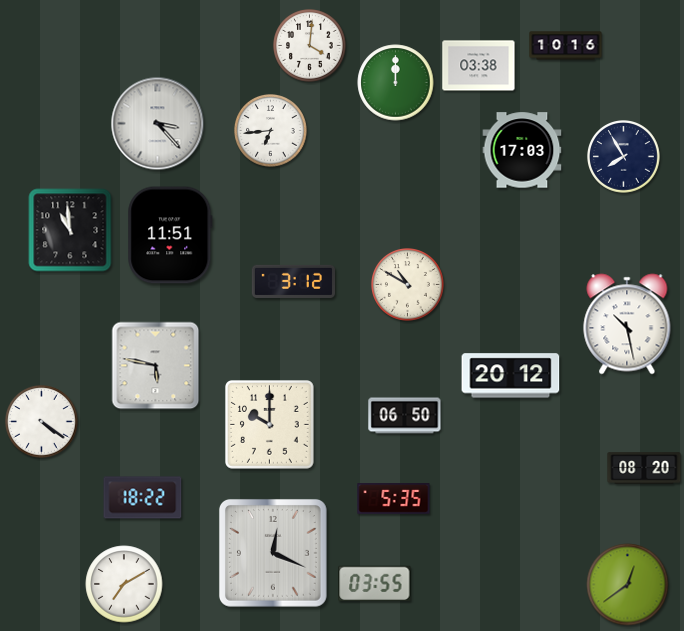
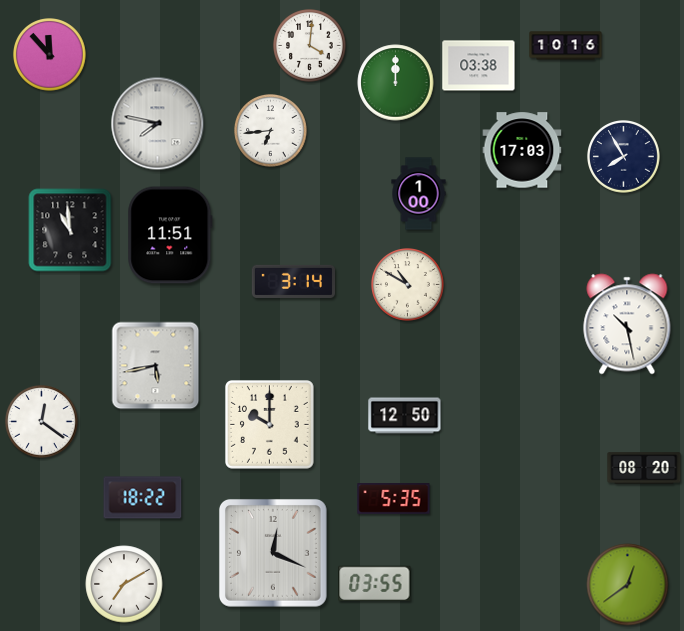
clock at (50, 55): none -> 11:53
clock at (158, 124): 3:23 -> 7:47
clock at (419, 194): none -> 1:00
clock at (293, 281): 3:12 -> 3:14
clock at (156, 366): 5:47 -> 5:43
clock at (511, 376): 20:12 -> none
clock at (405, 416): 06:50 -> 12:50
clock at (42, 422): 4:21 -> 12:21
